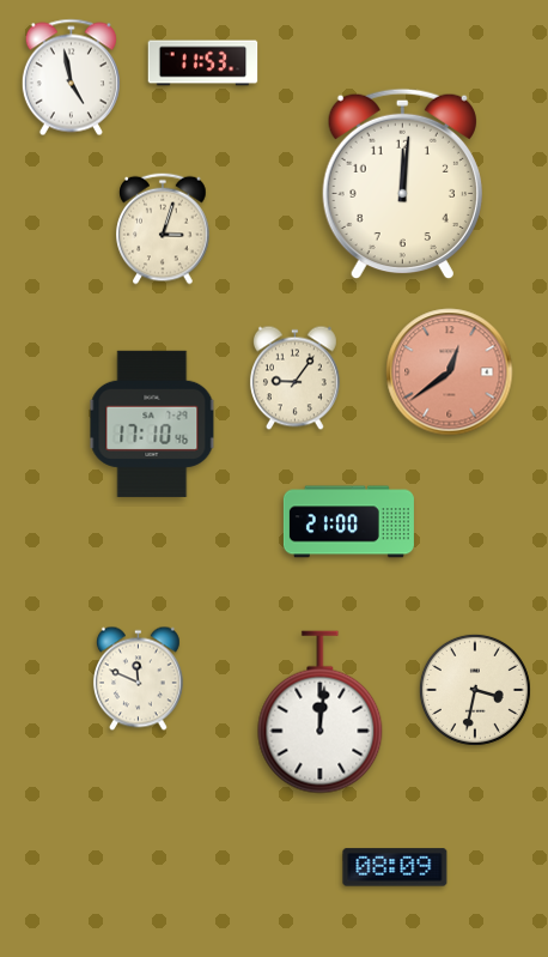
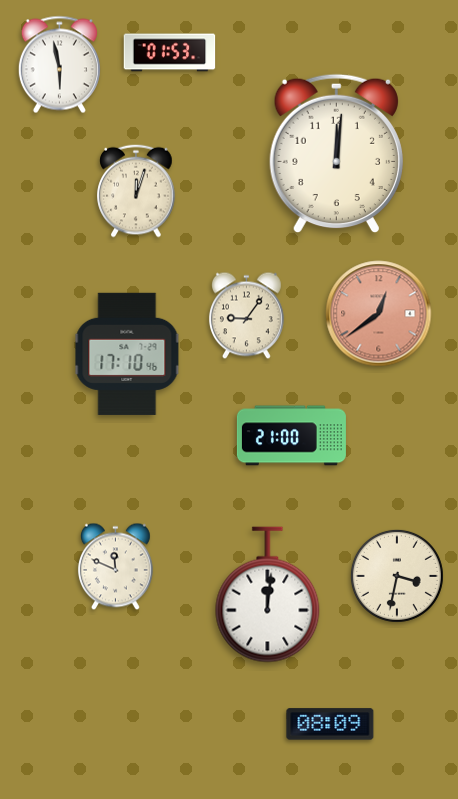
clock at (203, 63): 11:53 -> 01:53
clock at (71, 78): 4:58 -> 5:58
clock at (163, 229): 3:03 -> 12:03
clock at (450, 372) position: (450, 372) -> (379, 314)
